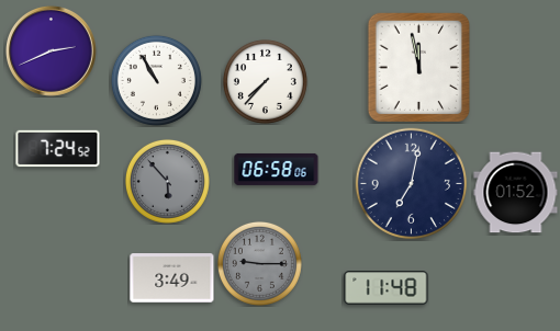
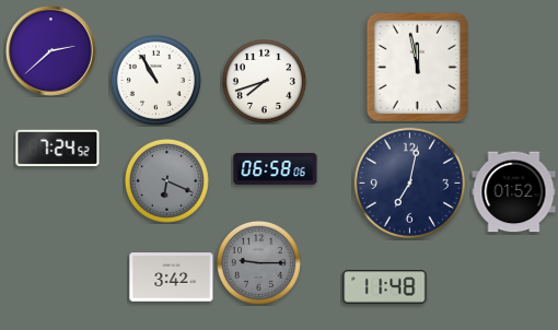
clock at (52, 52): 2:41 -> 2:38
clock at (265, 81): 7:37 -> 7:42
clock at (167, 181): 5:53 -> 6:19
clock at (172, 278): 3:49 -> 3:42
